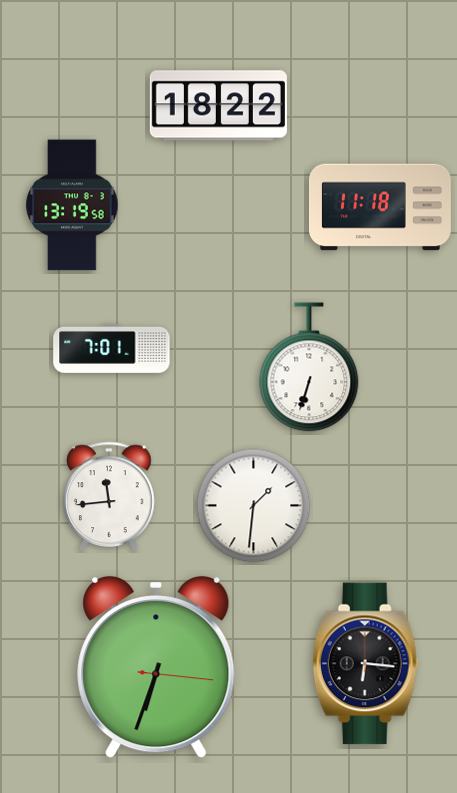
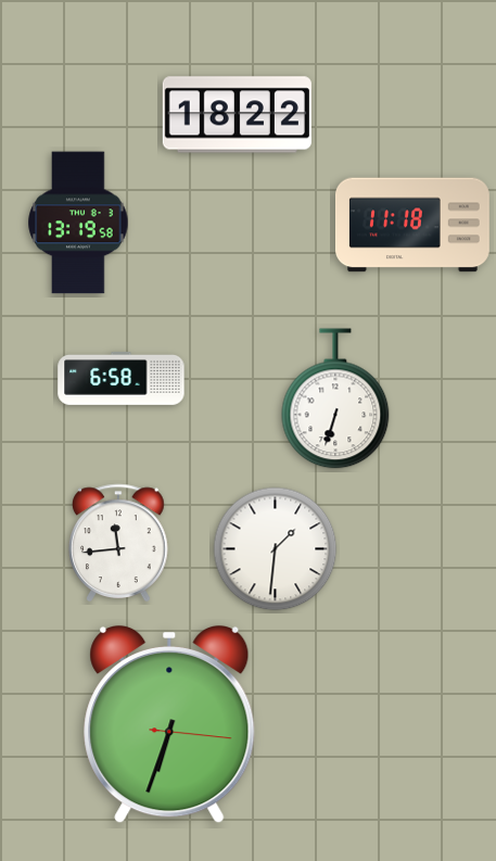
clock at (112, 349): 7:01 -> 6:58
clock at (110, 495) position: (110, 495) -> (119, 542)
clock at (366, 664): 6:16 -> none
